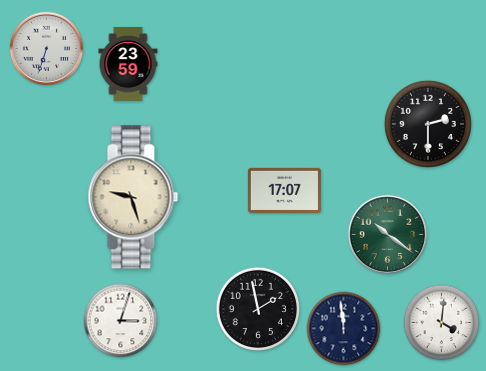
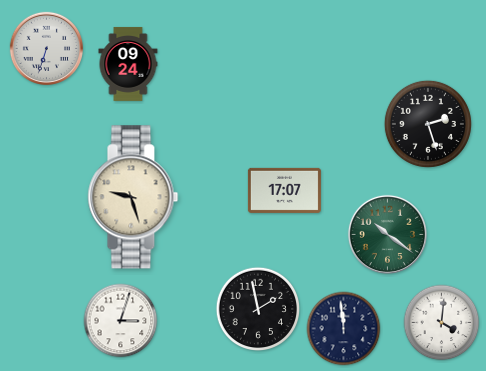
clock at (128, 64): 23:59 -> 09:24
clock at (428, 124): 2:30 -> 2:27
